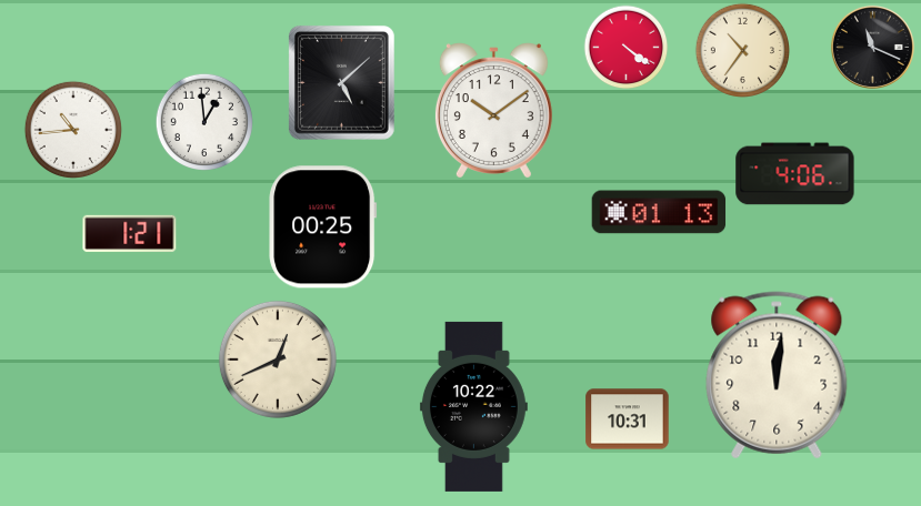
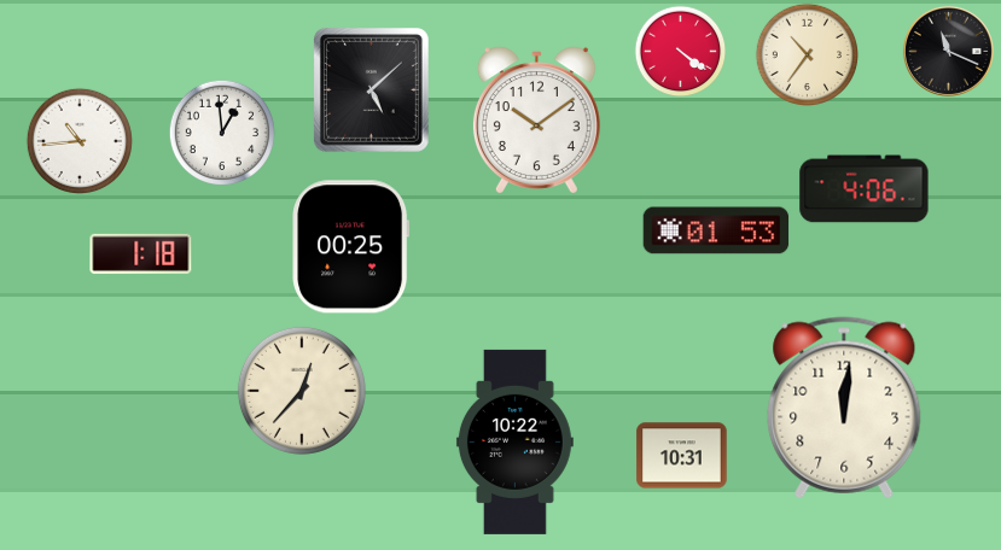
clock at (659, 212): 01:13 -> 01:53
clock at (130, 233): 1:21 -> 1:18
clock at (278, 360): 12:41 -> 12:37
